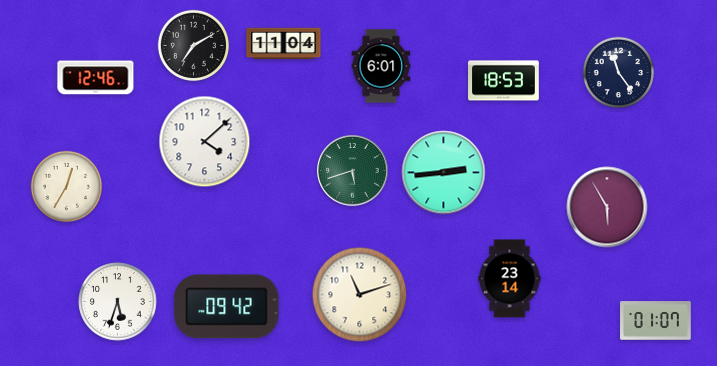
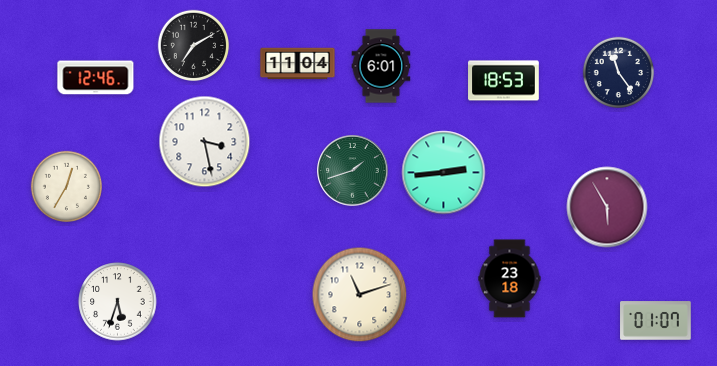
clock at (284, 44) position: (284, 44) -> (298, 64)
clock at (205, 142): 4:08 -> 3:28
clock at (353, 171): 5:42 -> 1:42
clock at (510, 279): 23:14 -> 23:18
clock at (227, 307): 09:42 -> none
